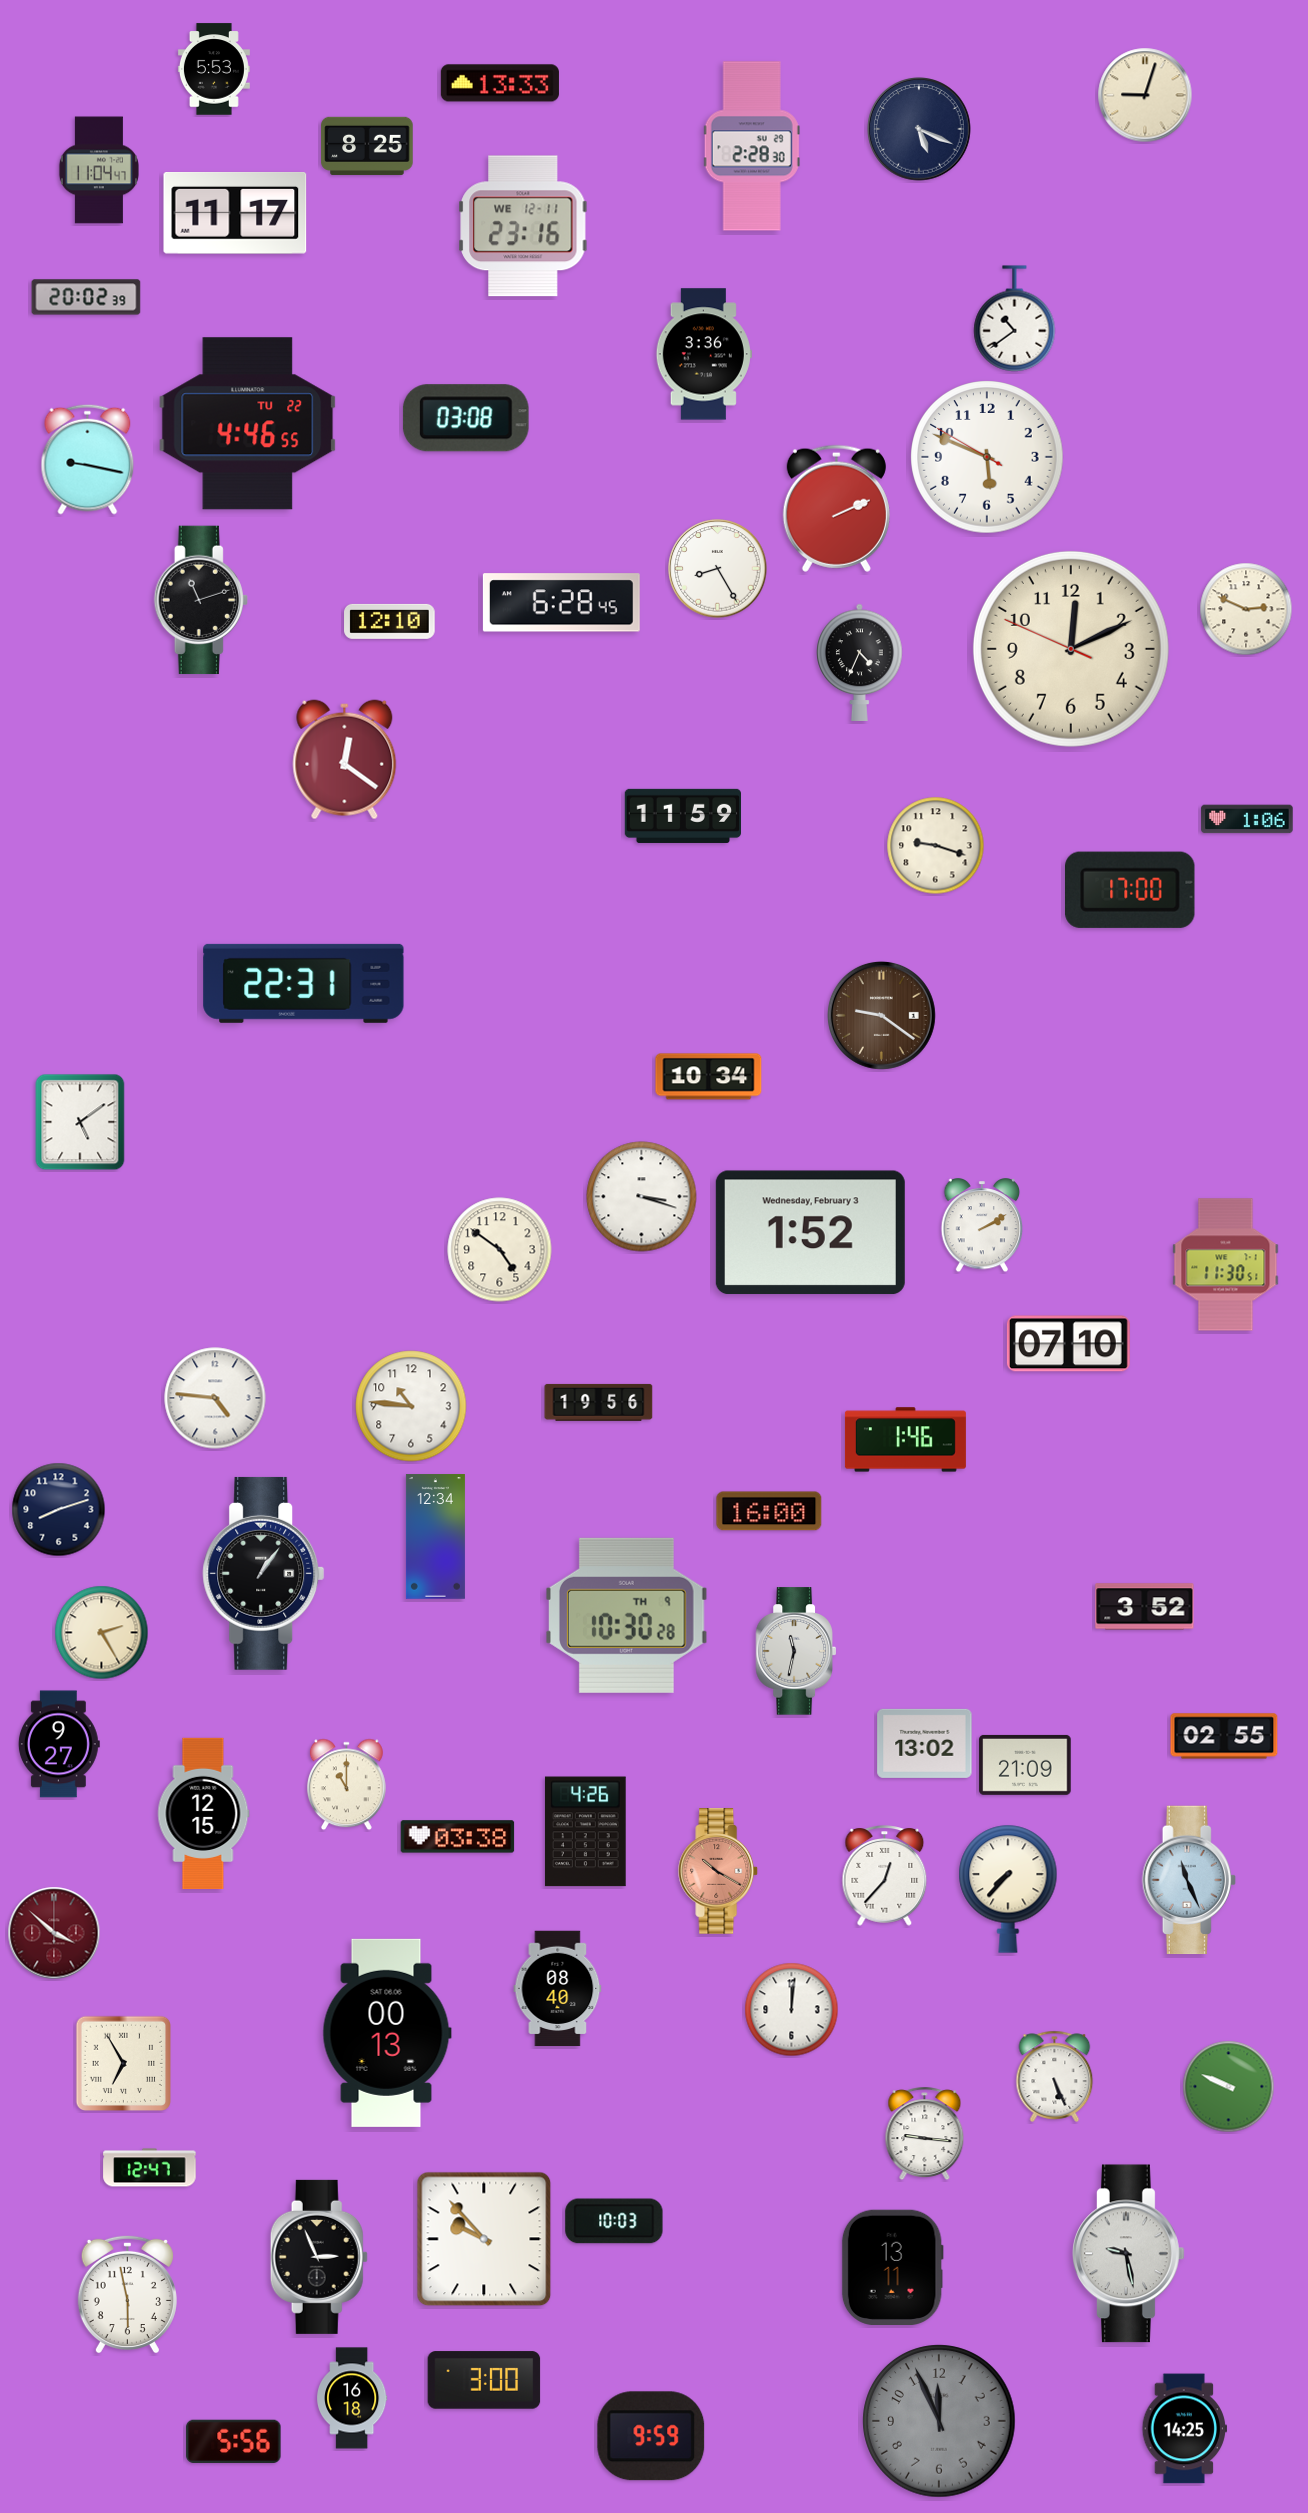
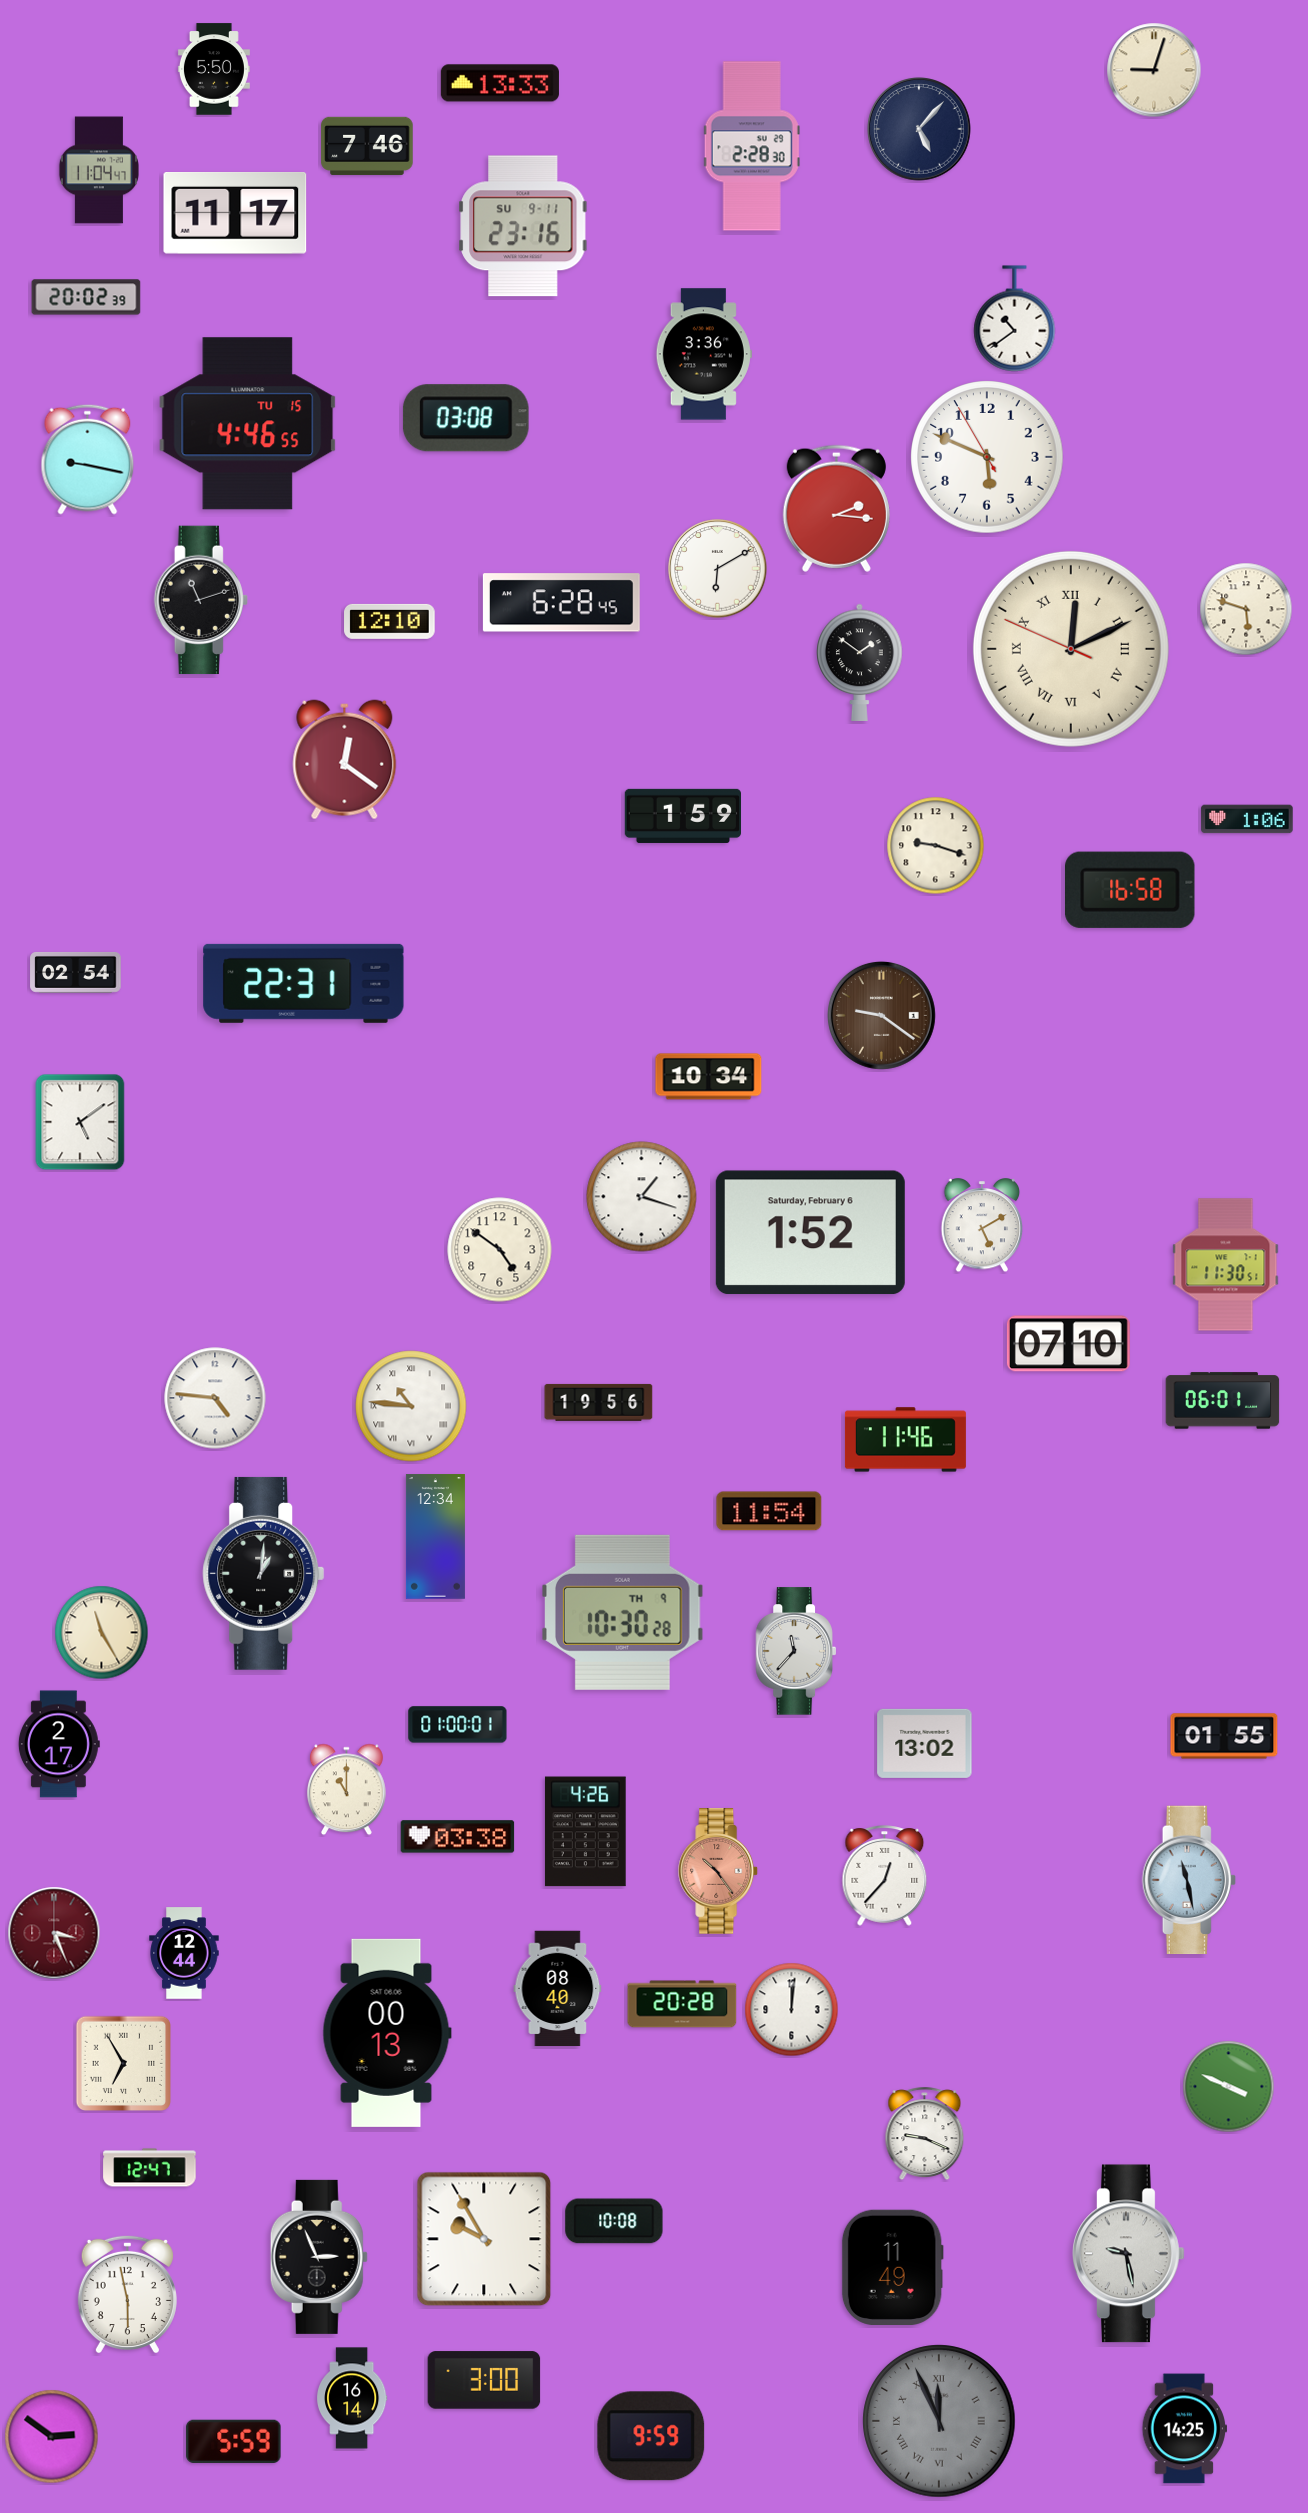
clock at (214, 69): 5:53 -> 5:50
clock at (1145, 95) position: (1145, 95) -> (1154, 70)
clock at (919, 129): 5:19 -> 5:07
clock at (367, 146): 8:25 -> 7:46
clock at (523, 226) date: WE 12-11 -> SU 9-11
clock at (248, 424) date: TU 22 -> TU 15
clock at (987, 457): 5:48:50 -> 5:48:55
clock at (836, 508): 2:11 -> 2:16
clock at (718, 569): 8:25 -> 6:10
clock at (1246, 609): 2:49 -> 5:48
clock at (1071, 649) numerals: Arabic -> Roman
clock at (860, 662): 4:34 -> 1:51
clock at (683, 816): 11:59 -> 1:59
clock at (1131, 890): 17:00 -> 16:58
clock at (76, 972): none -> 02:54
clock at (642, 1197): 3:18 -> 1:18
clock at (982, 1226): 2:10 -> 5:10
clock at (810, 1233) date: Wednesday, February 3 -> Saturday, February 6
clock at (1223, 1401): none -> 06:01
clock at (411, 1406) numerals: Arabic -> Roman
clock at (905, 1440): 1:46 -> 11:46
clock at (59, 1510): 8:12 -> none
clock at (769, 1511): 16:00 -> 11:54
clock at (264, 1573): 1:06 -> 1:01
clock at (1145, 1607): 3:52 -> none
clock at (627, 1615) position: (627, 1615) -> (623, 1612)
clock at (102, 1633): 2:25 -> 11:25
clock at (795, 1651): 11:32 -> 11:37
clock at (458, 1725): none -> 01:00
clock at (1224, 1736): 02:55 -> 01:55
clock at (59, 1744): 9:27 -> 2:17
clock at (1025, 1765): 21:09 -> none
clock at (346, 1785) position: (346, 1785) -> (346, 1790)
clock at (204, 1813): 12:15 -> none
clock at (719, 1871): 10:20 -> 10:24
clock at (1189, 1880): 11:26 -> 11:28
clock at (1008, 1889): 7:37 -> none
clock at (54, 1933): 3:52 -> 3:26
clock at (184, 1953): none -> 12:44
clock at (682, 2004): none -> 20:28
clock at (1055, 2076): 5:26 -> none
clock at (1229, 2087): 9:49 -> 3:49
clock at (925, 2134): 9:16 -> 9:19
clock at (614, 2221): 10:03 -> 10:08
clock at (484, 2239): 9:53 -> 9:55
clock at (892, 2267): 13:11 -> 11:49
clock at (353, 2398): 16:18 -> 16:14
clock at (939, 2421) numerals: Arabic -> Roman
clock at (52, 2437): none -> 2:51
clock at (234, 2441): 5:56 -> 5:59
